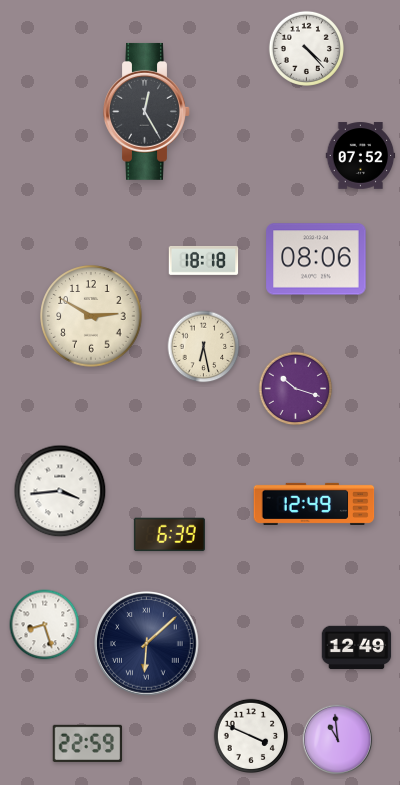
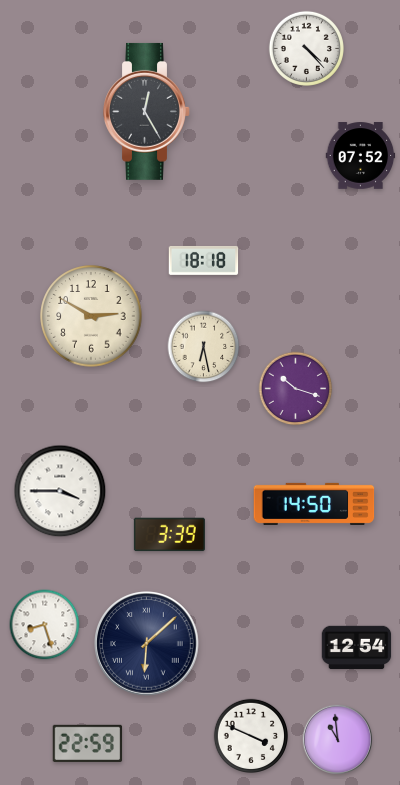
clock at (316, 259): 08:06 -> none
clock at (60, 491): 3:44 -> 3:45
clock at (314, 504): 12:49 -> 14:50
clock at (169, 535): 6:39 -> 3:39
clock at (357, 648): 12:49 -> 12:54
